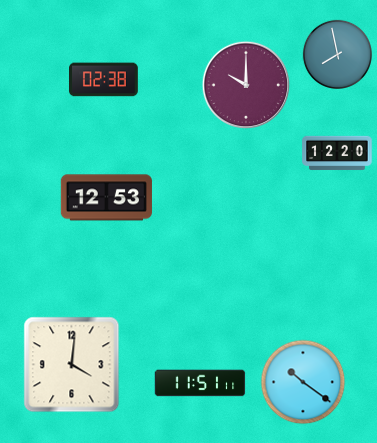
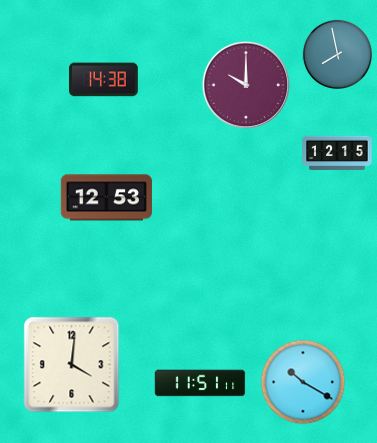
clock at (104, 80): 02:38 -> 14:38
clock at (337, 153): 12:20 -> 12:15
clock at (303, 382): 10:21 -> 10:20
